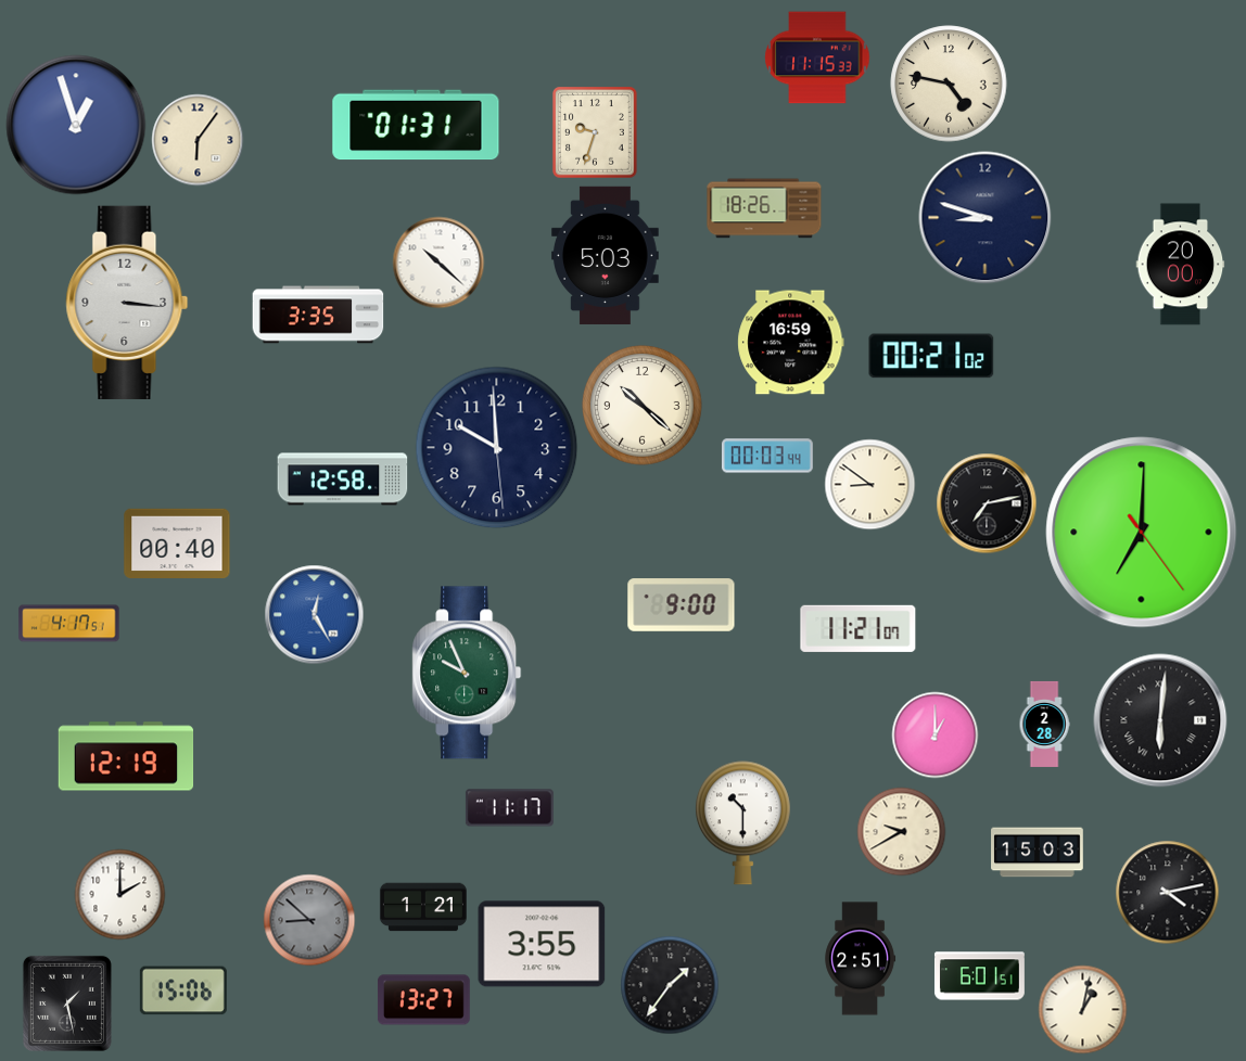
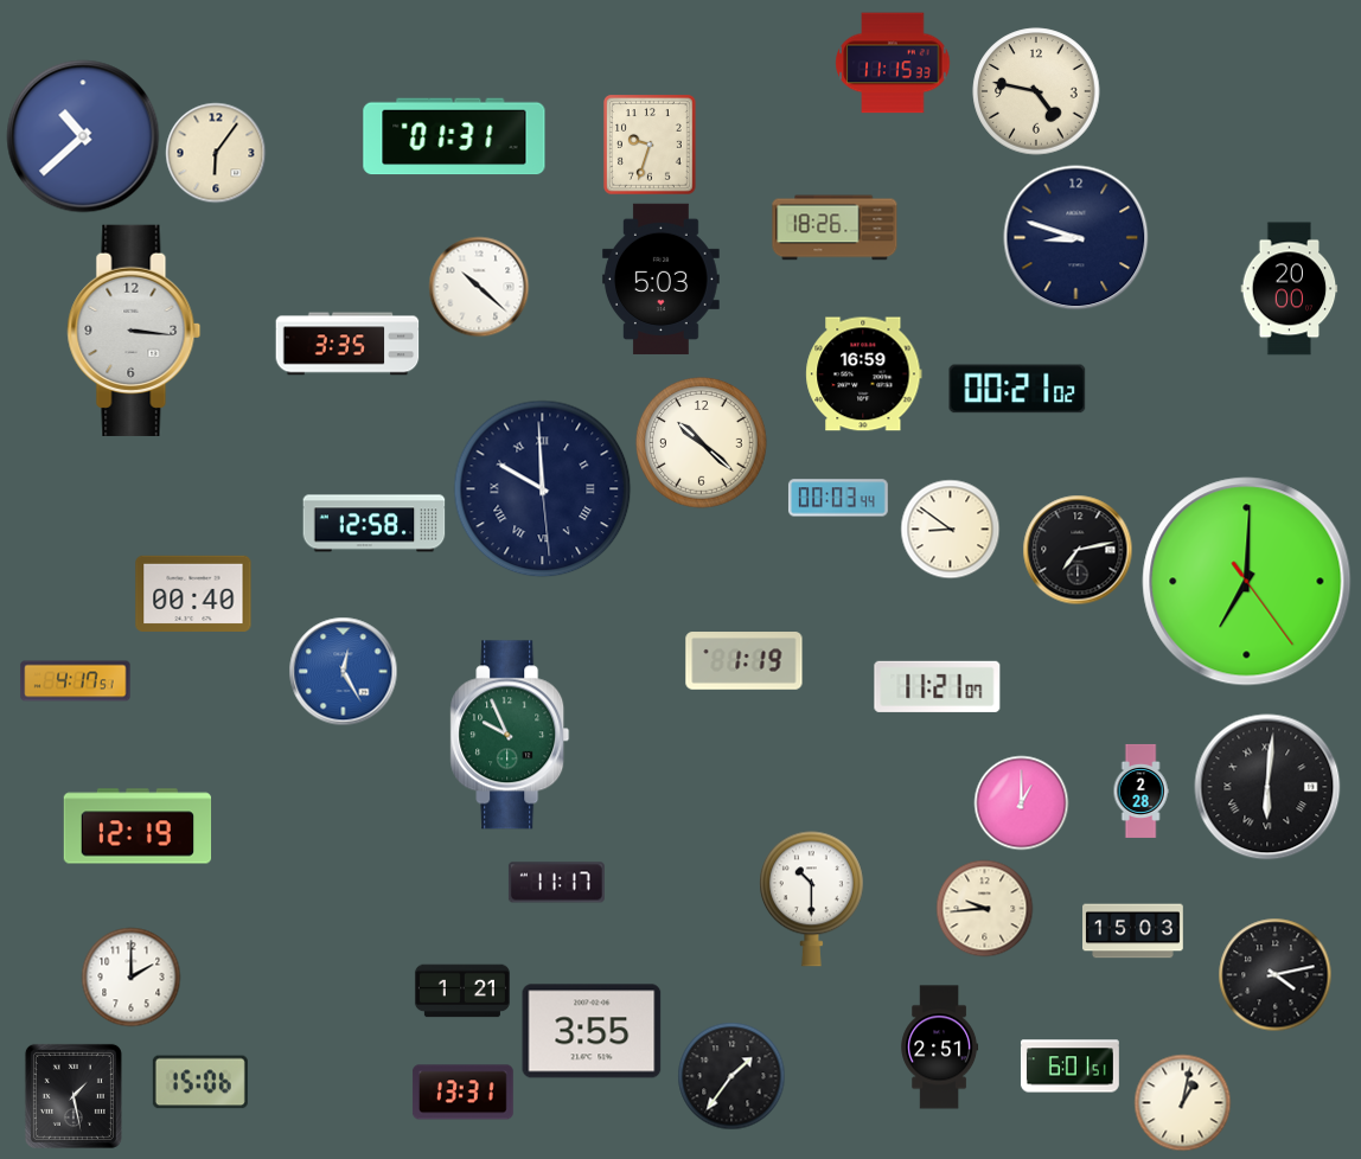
clock at (76, 125): 12:57 -> 10:38
clock at (127, 303) position: (127, 303) -> (134, 331)
clock at (497, 448) numerals: Arabic -> Roman
clock at (682, 605): 9:00 -> 1:19
clock at (901, 831): 9:40 -> 9:44
clock at (309, 920): 8:52 -> none
clock at (424, 1000): 13:27 -> 13:31
